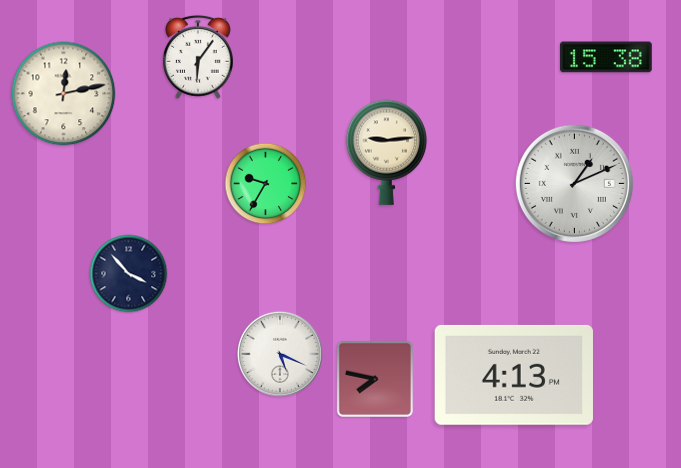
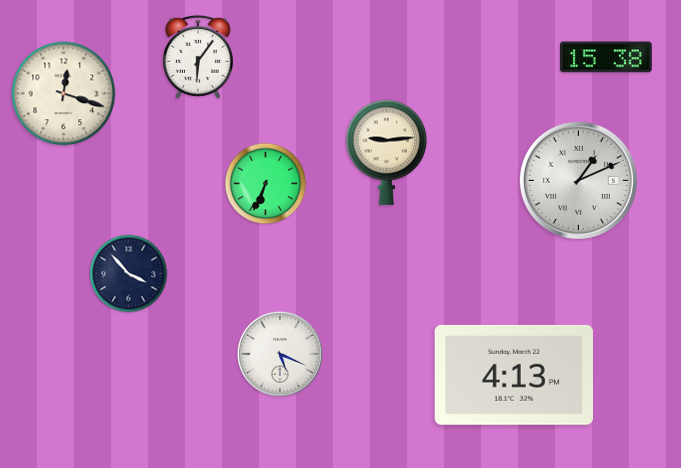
clock at (64, 94): 12:13 -> 12:18
clock at (574, 183) position: (574, 183) -> (578, 180)
clock at (266, 184): 9:35 -> 6:34
clock at (375, 379): 7:47 -> none
